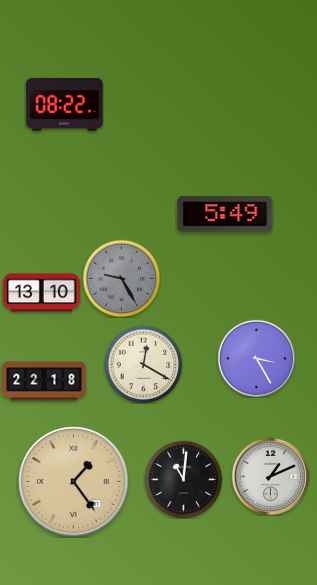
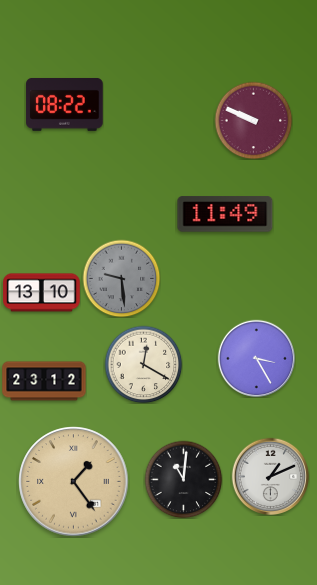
clock at (253, 120): none -> 9:49
clock at (225, 214): 5:49 -> 11:49
clock at (121, 278): 9:25 -> 9:29
clock at (44, 381): 22:18 -> 23:12
